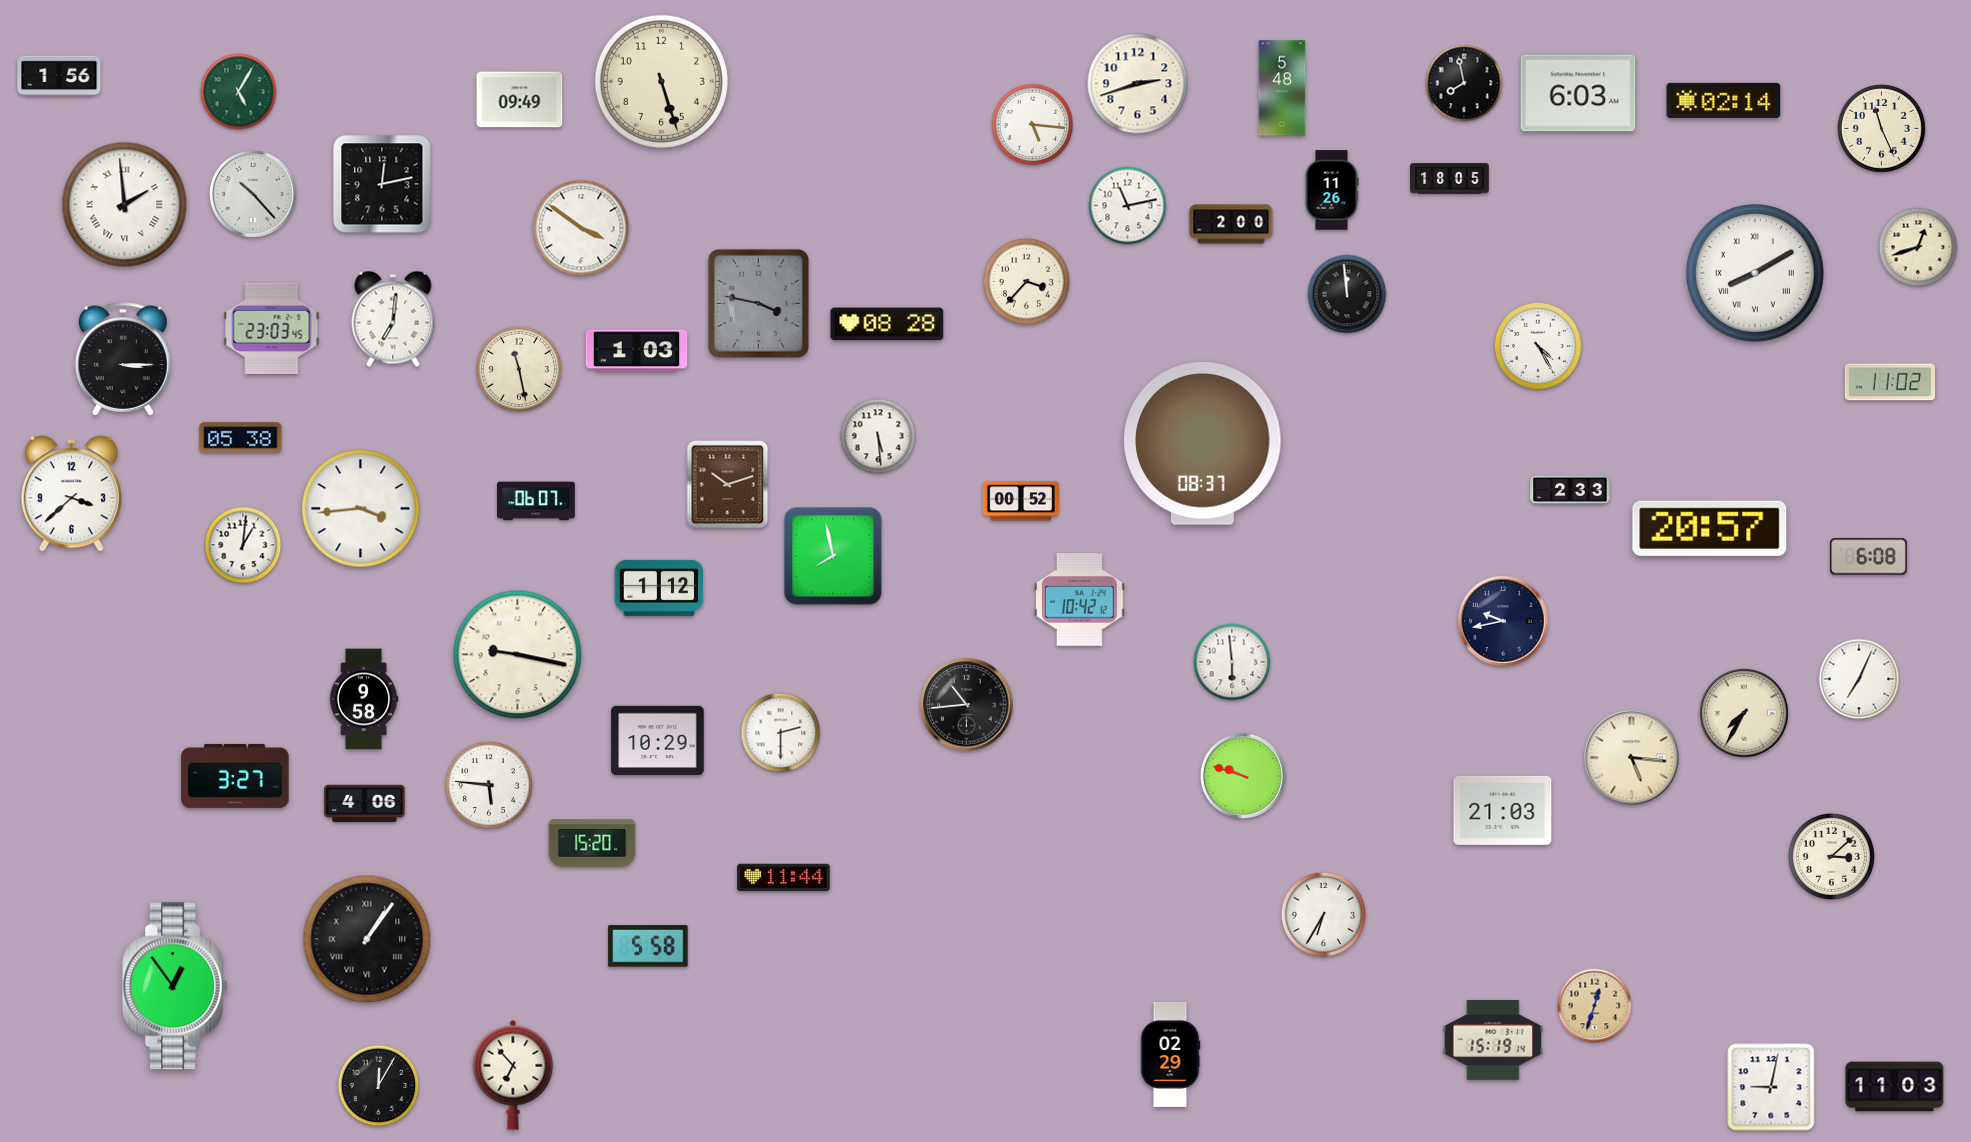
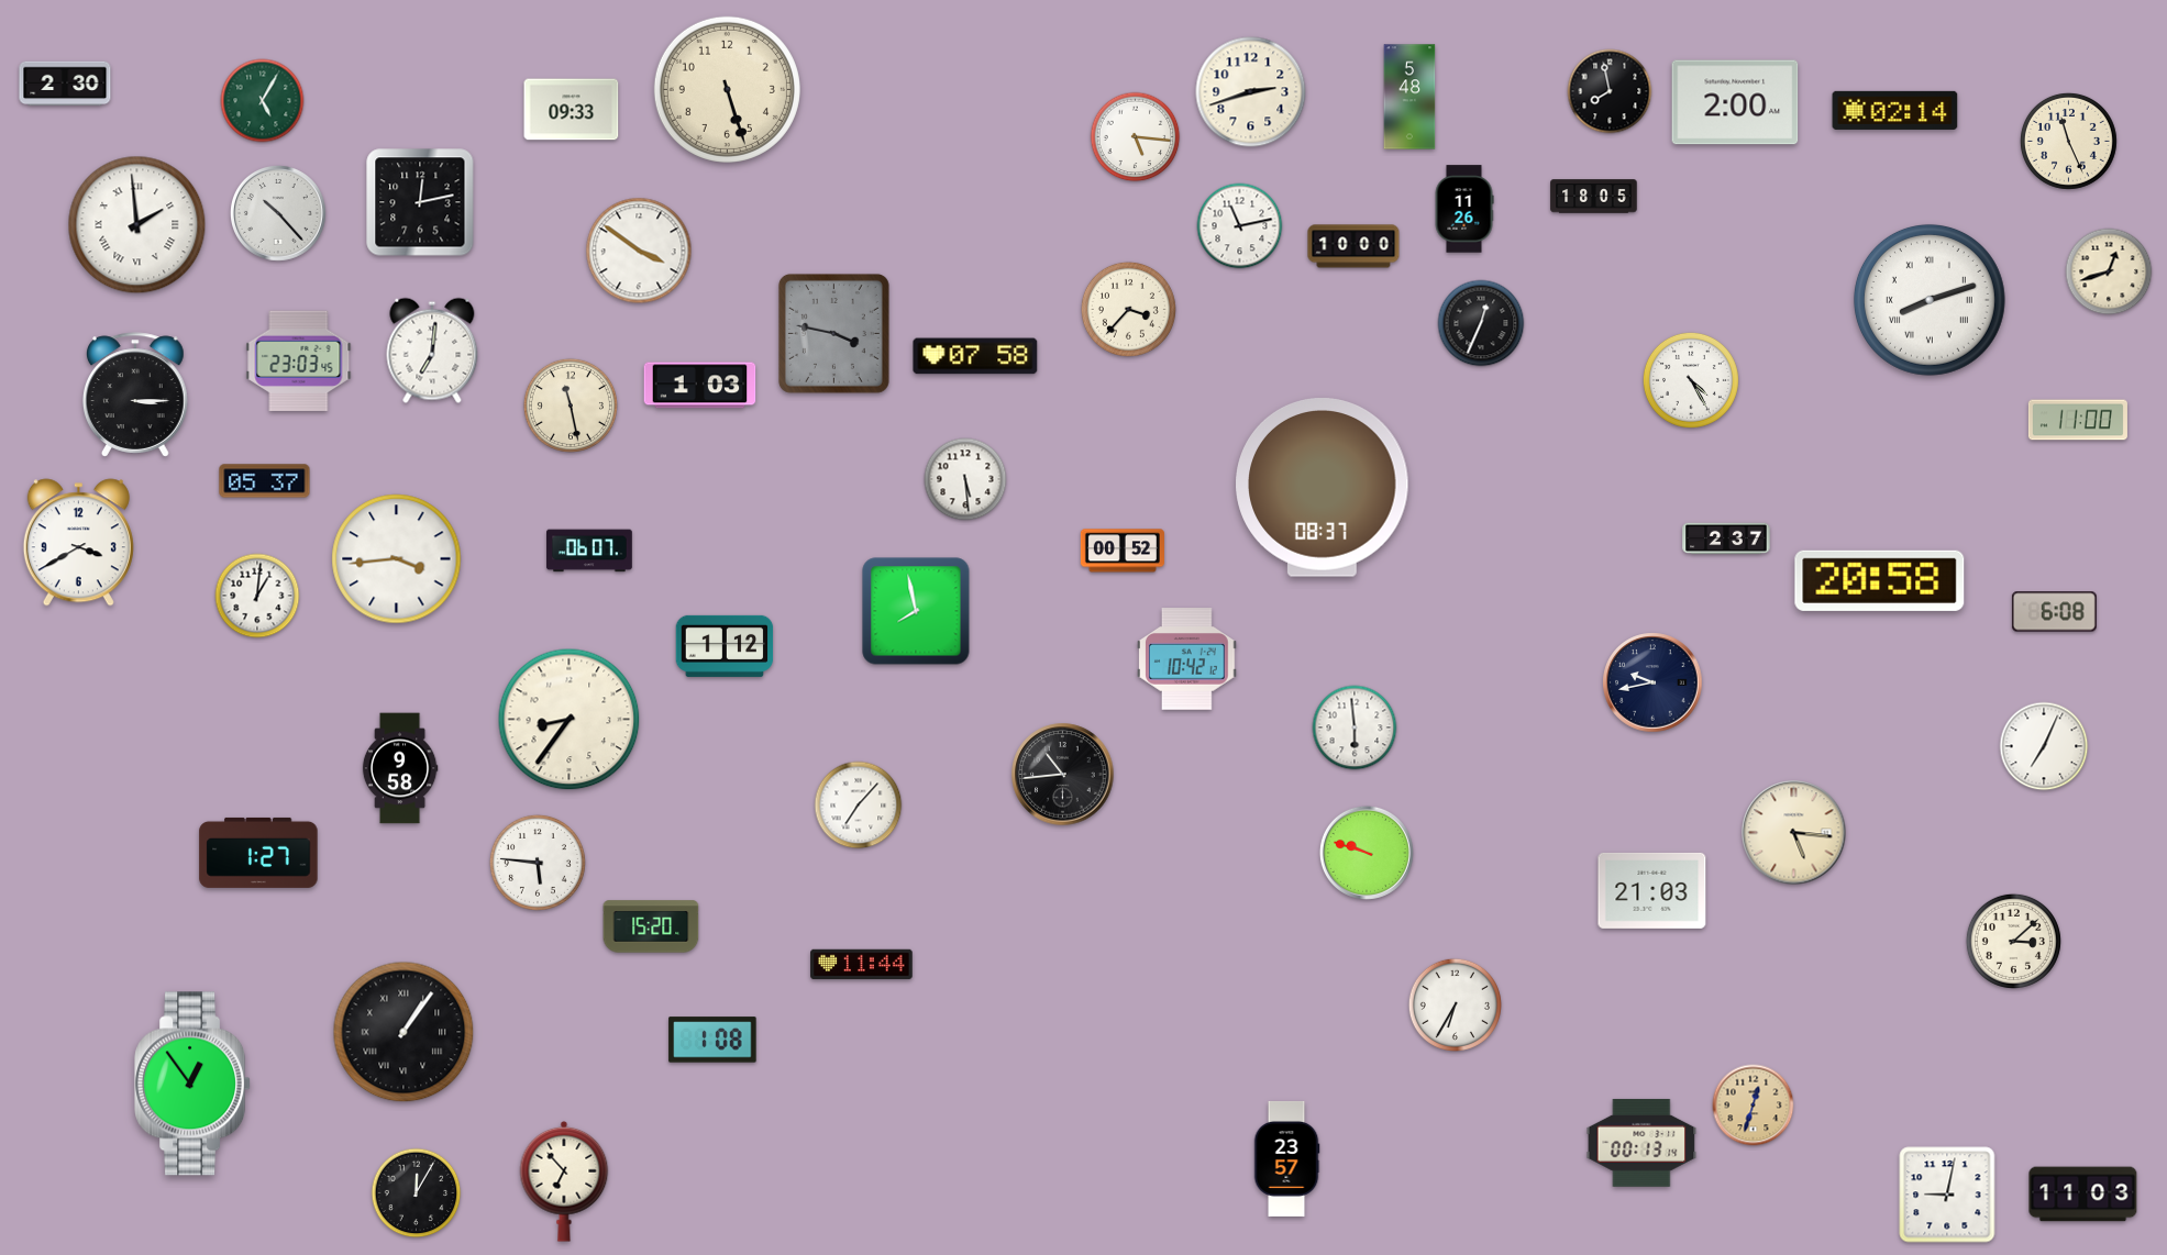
clock at (59, 76): 1:56 -> 2:30
clock at (1578, 93): 6:03 -> 2:00
clock at (520, 100): 09:49 -> 09:33
clock at (1231, 224): 2:00 -> 10:00
clock at (1755, 273): 8:10 -> 8:12
clock at (1347, 294): 11:59 -> 12:34
clock at (887, 324): 08:28 -> 07:58
clock at (1890, 382): 11:02 -> 11:00
clock at (241, 438): 05:38 -> 05:37
clock at (728, 485): 10:12 -> none
clock at (1570, 490): 2:33 -> 2:37
clock at (71, 494): 3:38 -> 3:40
clock at (1710, 528): 20:57 -> 20:58
clock at (243, 545) position: (243, 545) -> (257, 596)
clock at (518, 655): 9:17 -> 8:36
clock at (1745, 714): 7:35 -> none
clock at (781, 733): 2:30 -> 7:07
clock at (658, 740): 10:29 -> none
clock at (235, 776): 3:27 -> 1:27
clock at (365, 804): 4:06 -> none
clock at (648, 946): 5:58 -> 1:08
clock at (1493, 1040): 15:19 -> 00:13
clock at (1170, 1054): 02:29 -> 23:57
